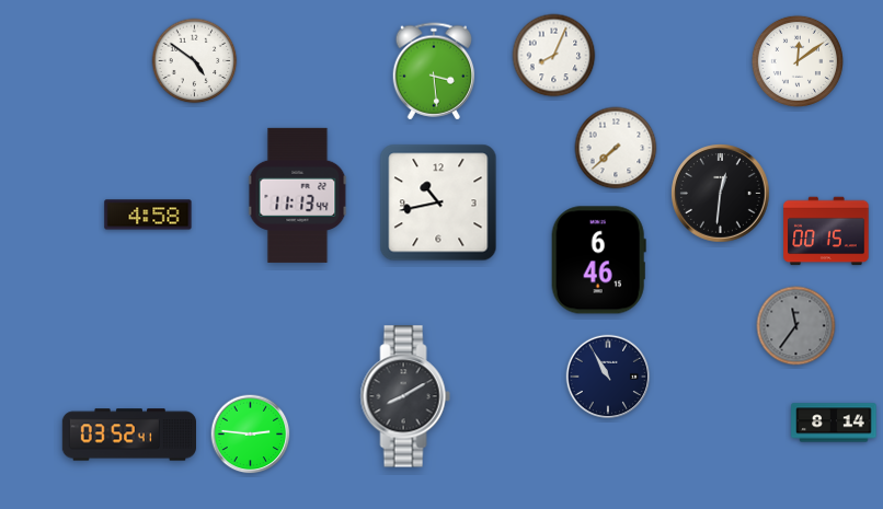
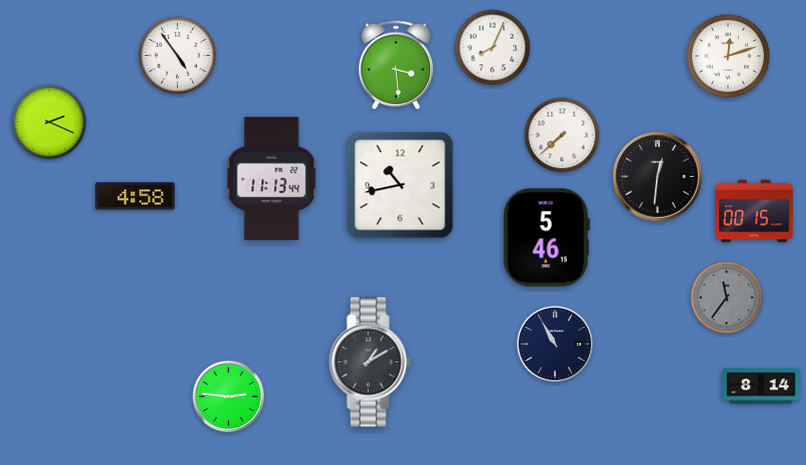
clock at (554, 56) position: (554, 56) -> (493, 48)
clock at (195, 61): 4:51 -> 4:54
clock at (798, 61): 12:09 -> 12:12
clock at (49, 122): none -> 2:19
clock at (598, 261): 6:46 -> 5:46
clock at (405, 396): 8:10 -> 1:10
clock at (128, 435): 03:52 -> none
